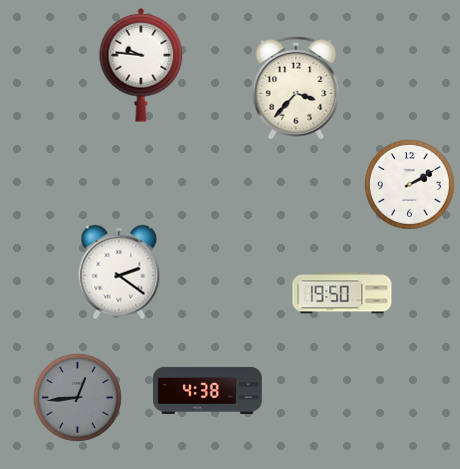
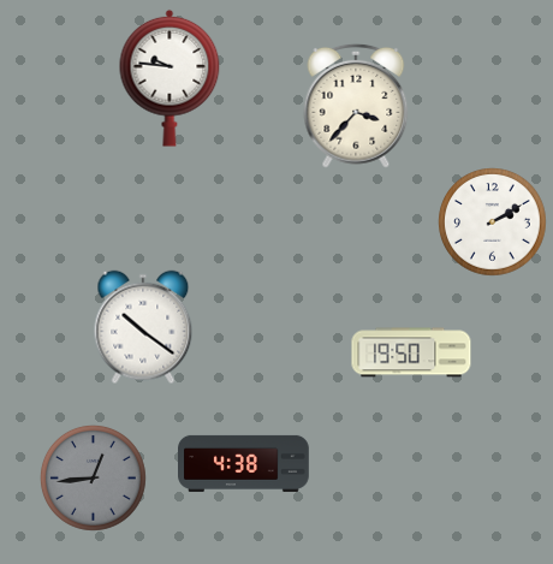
clock at (119, 272): 2:21 -> 10:21
clock at (208, 390) position: (208, 390) -> (244, 463)
